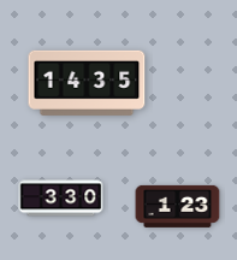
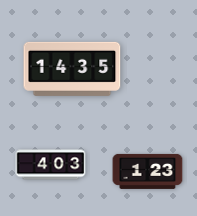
clock at (61, 199): 3:30 -> 4:03
